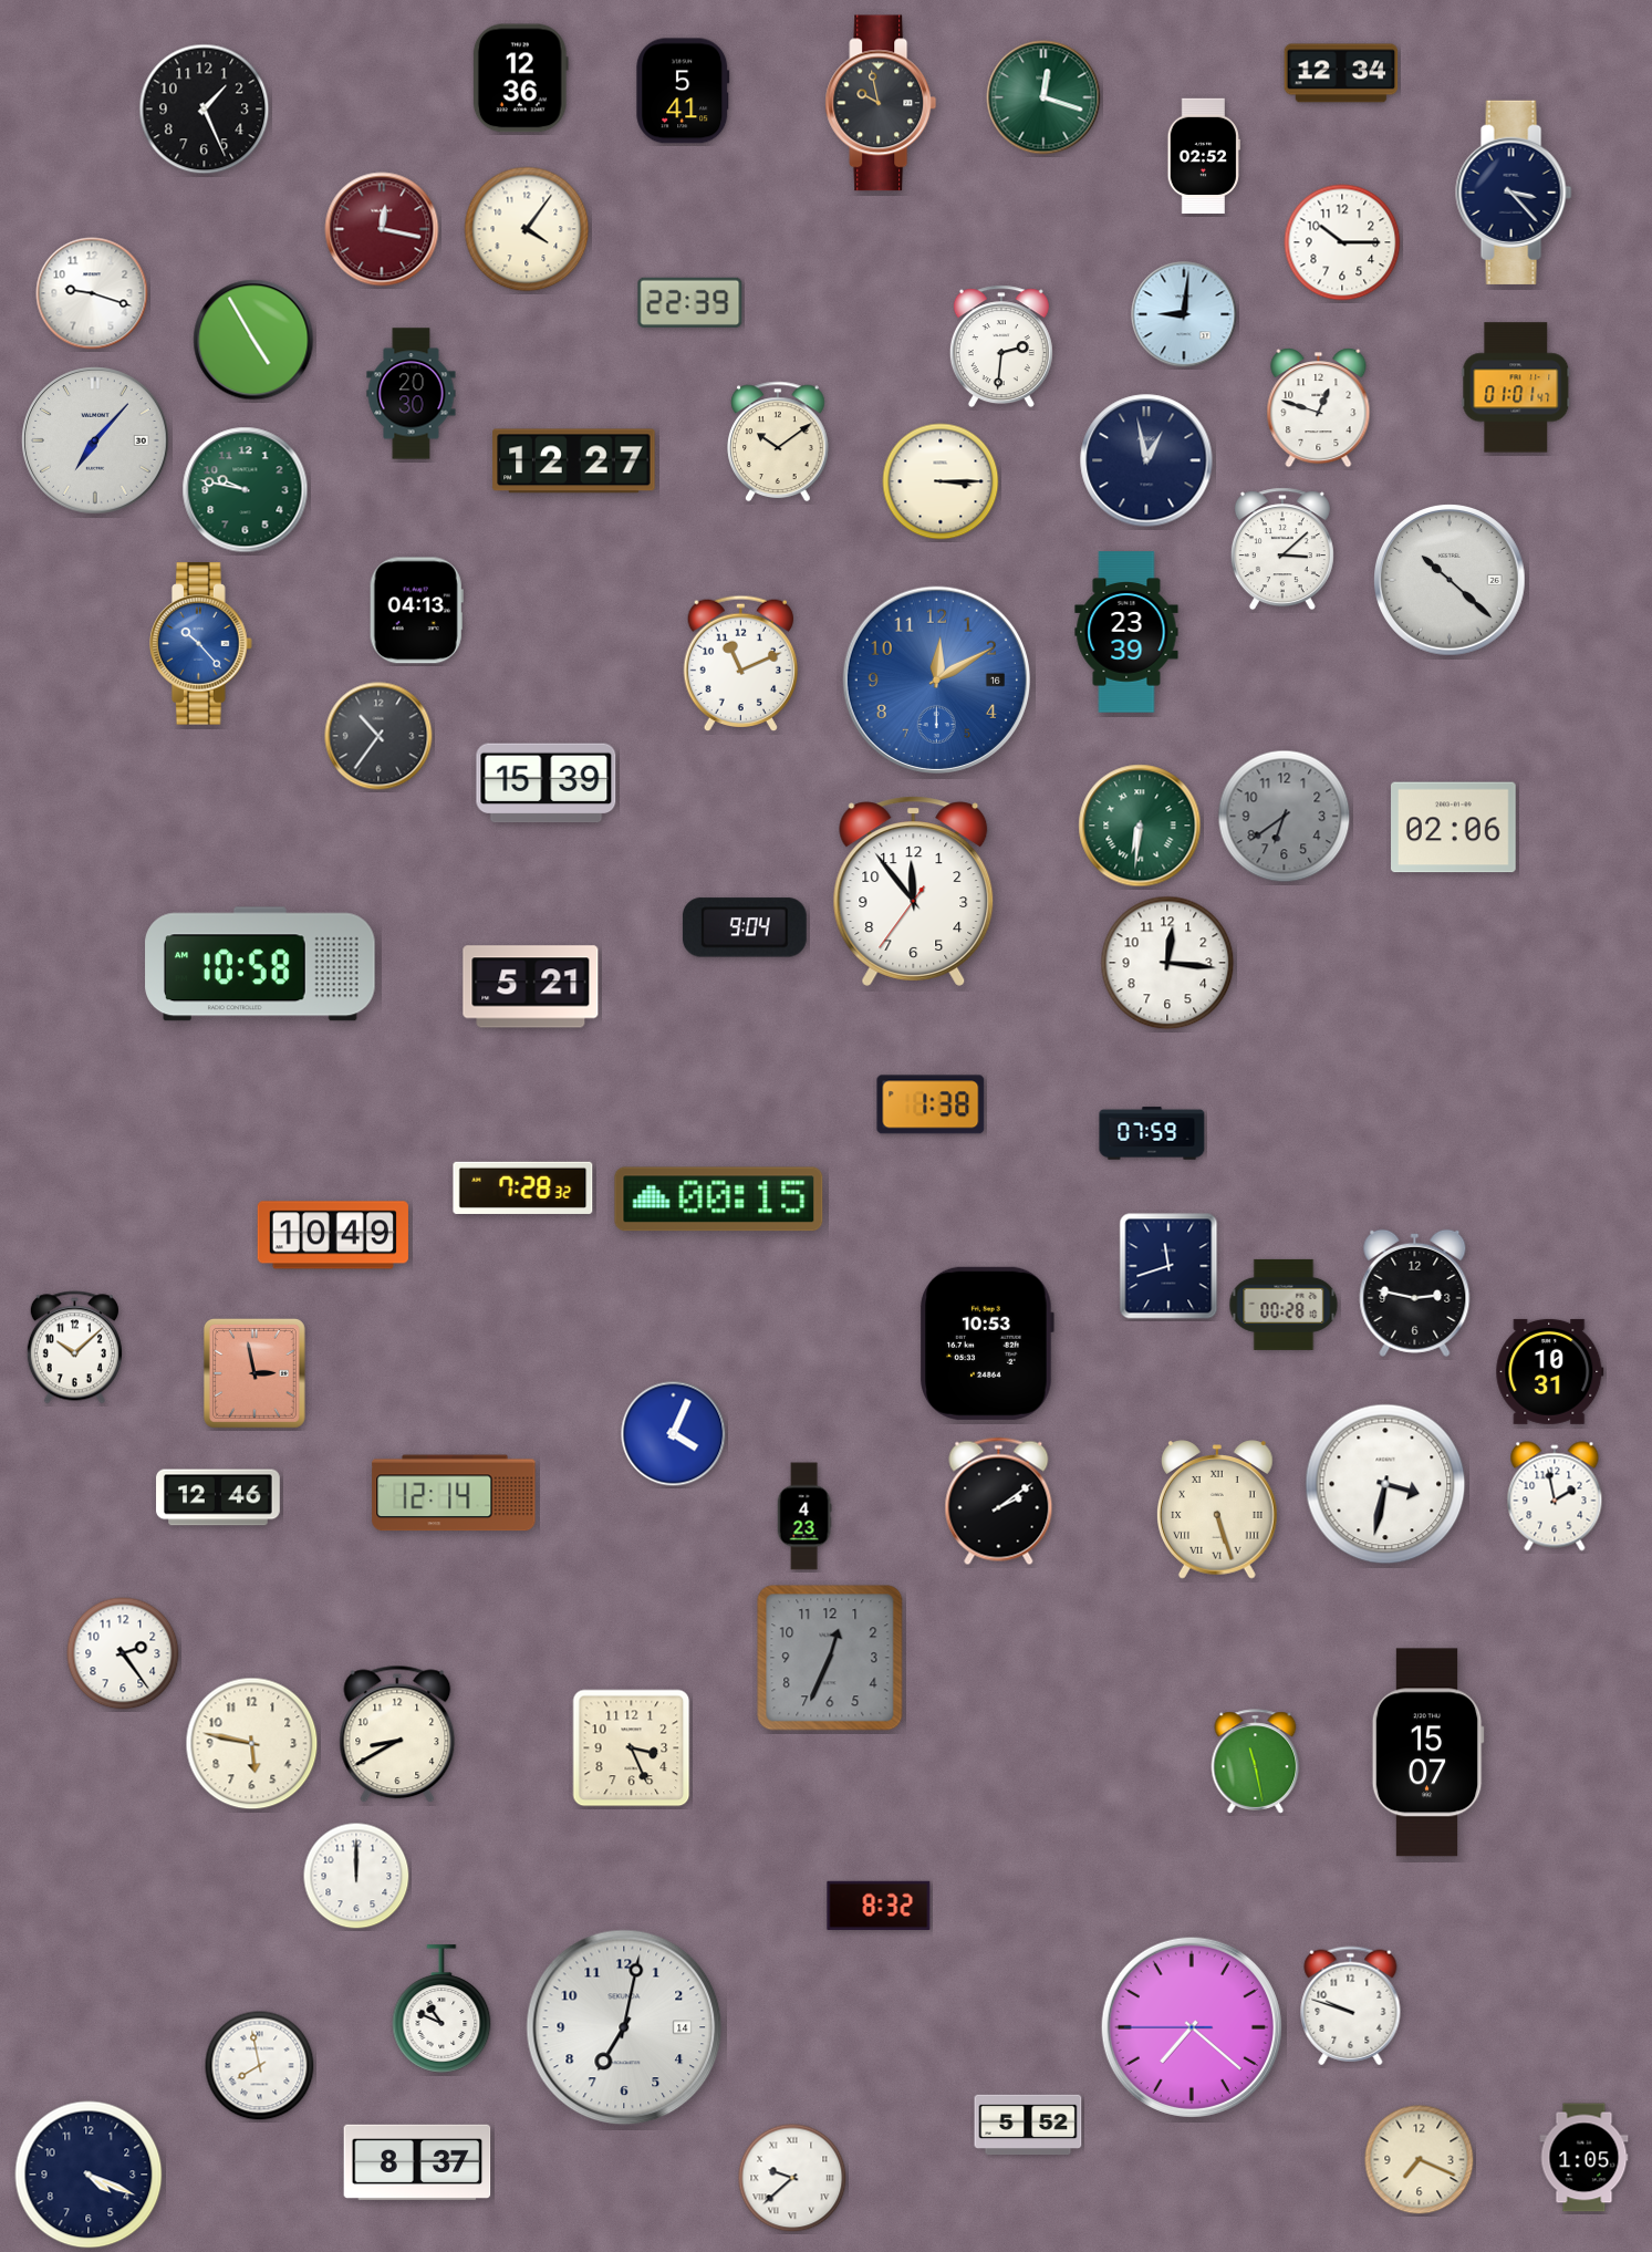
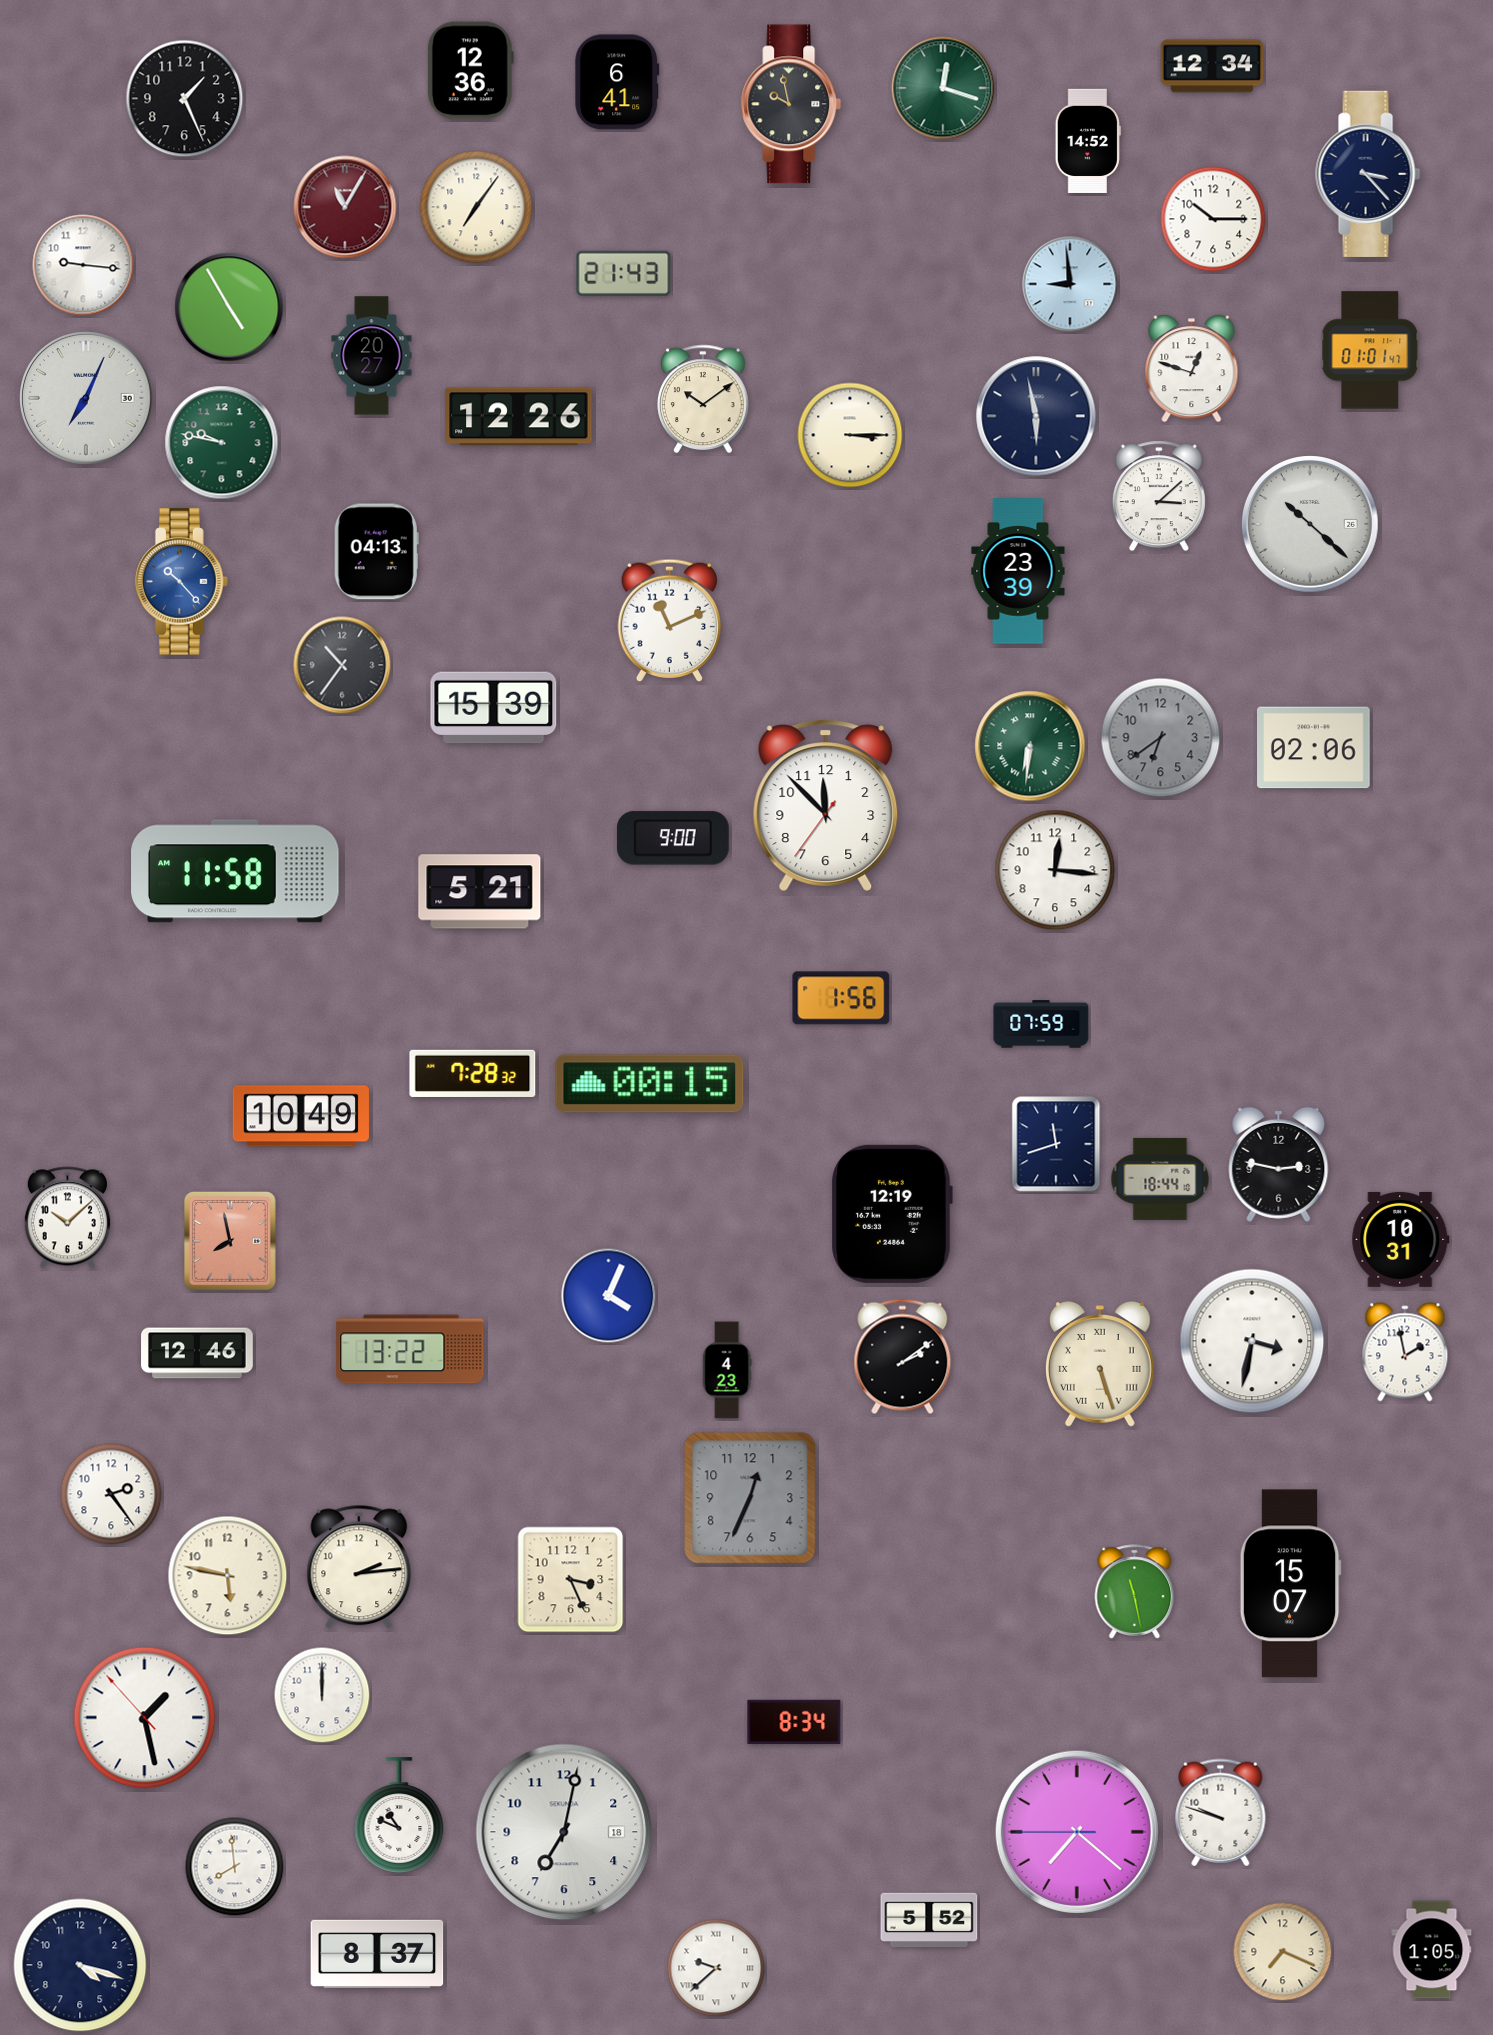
clock at (683, 91): 5:41 -> 6:41
clock at (881, 103) position: (881, 103) -> (791, 104)
clock at (1204, 156): 02:52 -> 14:52
clock at (382, 229): 12:17 -> 11:05
clock at (527, 229): 4:06 -> 7:06
clock at (92, 293): 9:18 -> 9:16
clock at (690, 302): 22:39 -> 21:43
clock at (1184, 314): 9:01 -> 8:59
clock at (1001, 346): 2:31 -> none
clock at (412, 394): 20:30 -> 20:27
clock at (95, 440): 7:07 -> 7:04
clock at (1146, 460): 12:58 -> 5:58
clock at (574, 461): 12:27 -> 12:26
clock at (741, 664) position: (741, 664) -> (670, 621)
clock at (936, 679): 12:10 -> none
clock at (914, 891): 11:53 -> 11:52
clock at (745, 927): 9:04 -> 9:00
clock at (260, 964): 10:58 -> 11:58
clock at (931, 1104): 1:38 -> 1:56
clock at (1415, 1293) position: (1415, 1293) -> (1279, 1164)
clock at (1284, 1305): 00:28 -> 18:44
clock at (987, 1343): 10:53 -> 12:19
clock at (254, 1373): 2:58 -> 7:58
clock at (454, 1493): 12:14 -> 13:22
clock at (397, 1734): 8:40 -> 2:14
clock at (145, 1718): none -> 1:27
clock at (879, 1906): 8:32 -> 8:34
clock at (624, 2027) date: 14 -> 18
clock at (260, 2066): 7:58 -> 7:59
clock at (89, 2175): 4:19 -> 4:18
